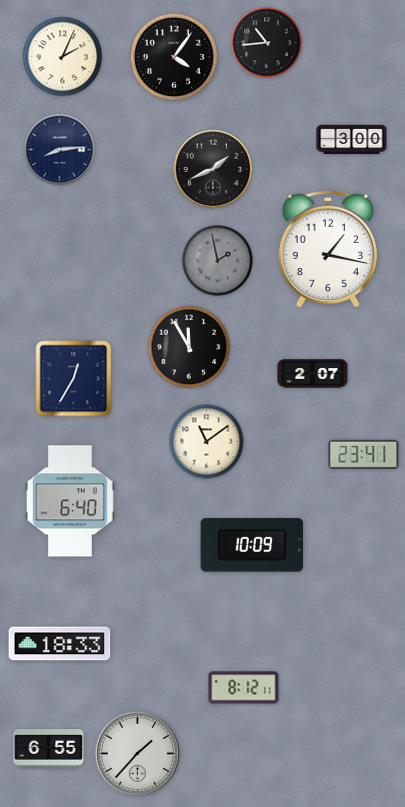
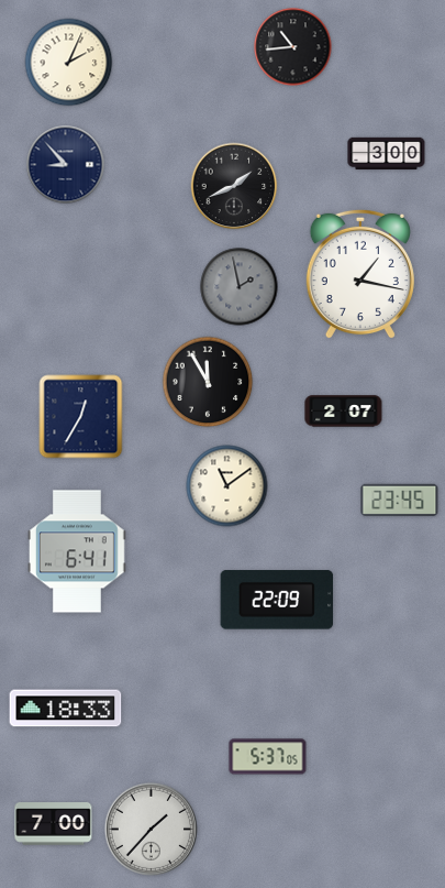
clock at (174, 57): 4:06 -> none
clock at (60, 150): 8:14 -> 8:53
clock at (364, 454): 23:41 -> 23:45
clock at (70, 501): 6:40 -> 6:41
clock at (252, 545): 10:09 -> 22:09
clock at (244, 688): 8:12 -> 5:37
clock at (49, 749): 6:55 -> 7:00
